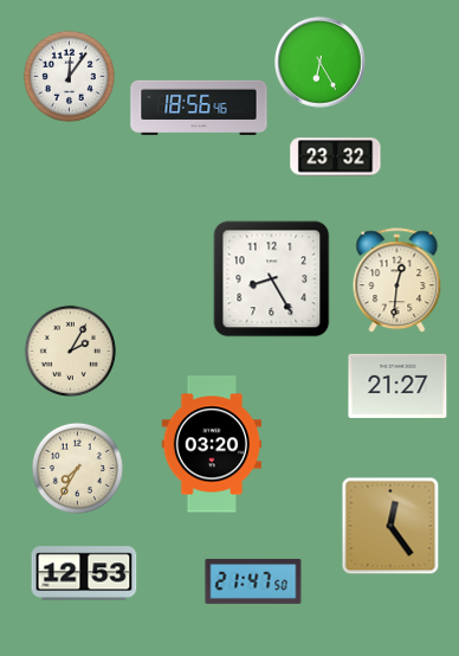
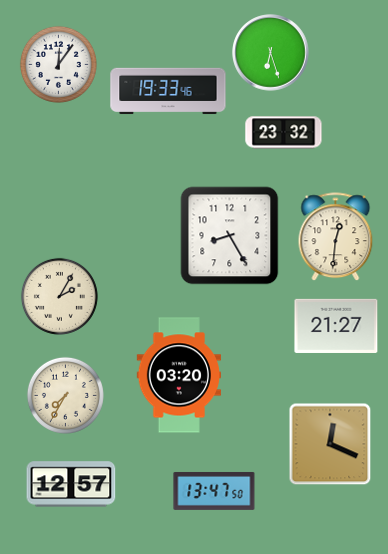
clock at (321, 63): 6:25 -> 6:27
clock at (199, 108): 18:56 -> 19:33
clock at (390, 526): 12:24 -> 12:19
clock at (84, 573): 12:53 -> 12:57
clock at (253, 581): 21:47 -> 13:47
